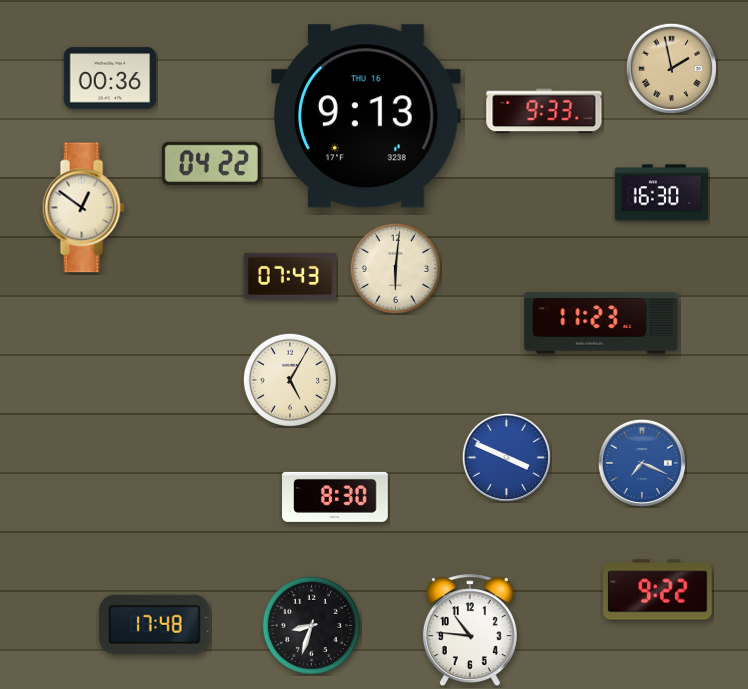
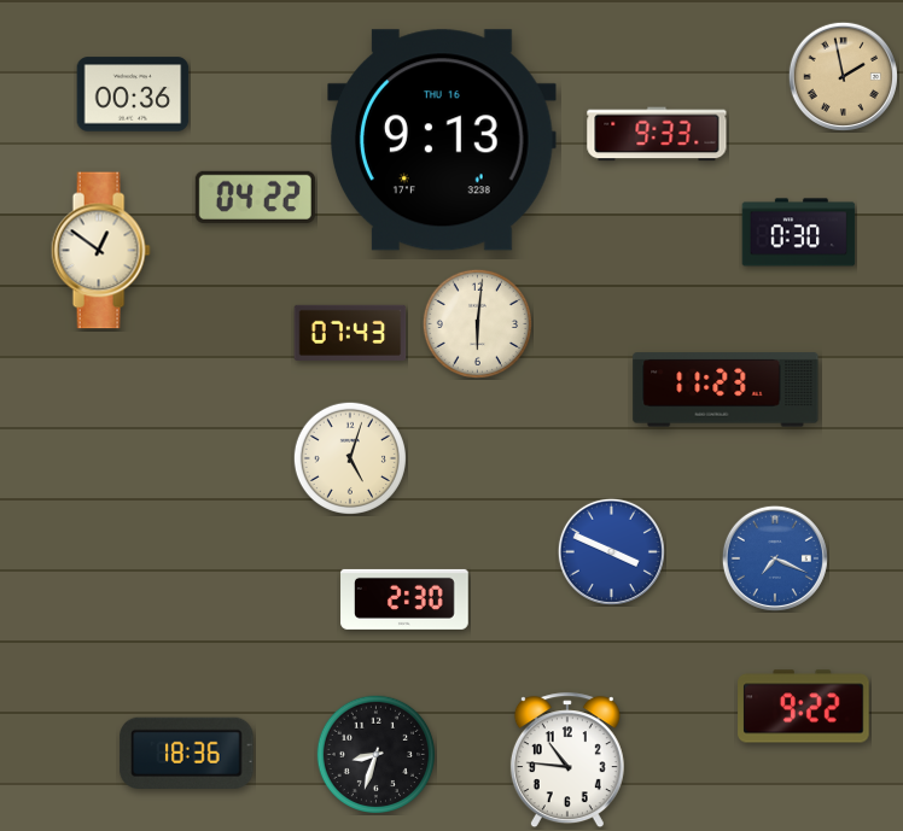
clock at (671, 68) position: (671, 68) -> (843, 76)
clock at (662, 193): 16:30 -> 0:30
clock at (289, 379): 5:05 -> 5:03
clock at (335, 497): 8:30 -> 2:30
clock at (658, 590) position: (658, 590) -> (804, 707)
clock at (155, 624): 17:48 -> 18:36
